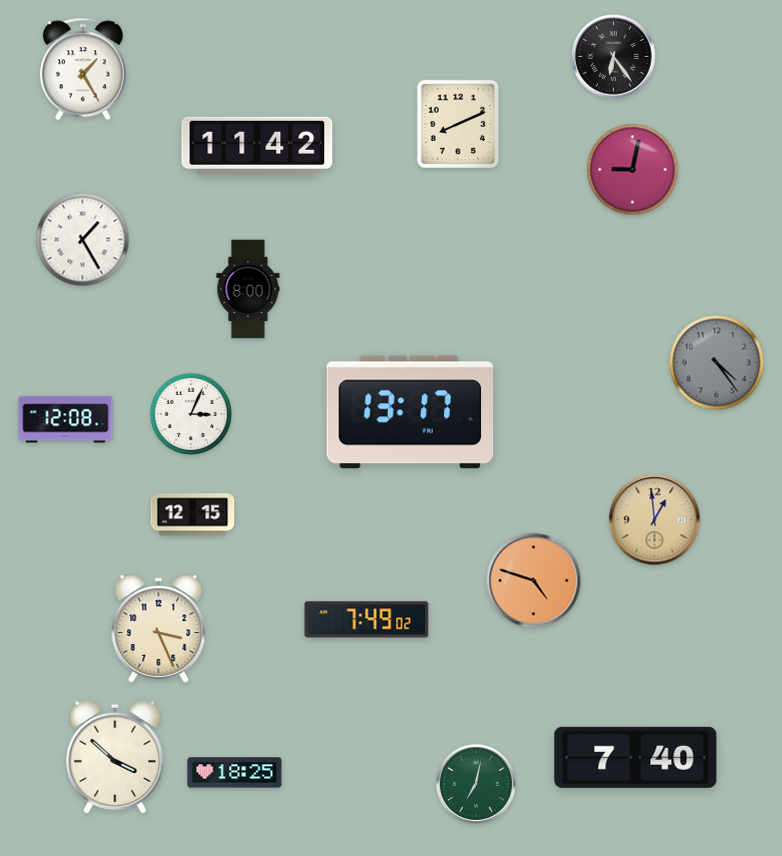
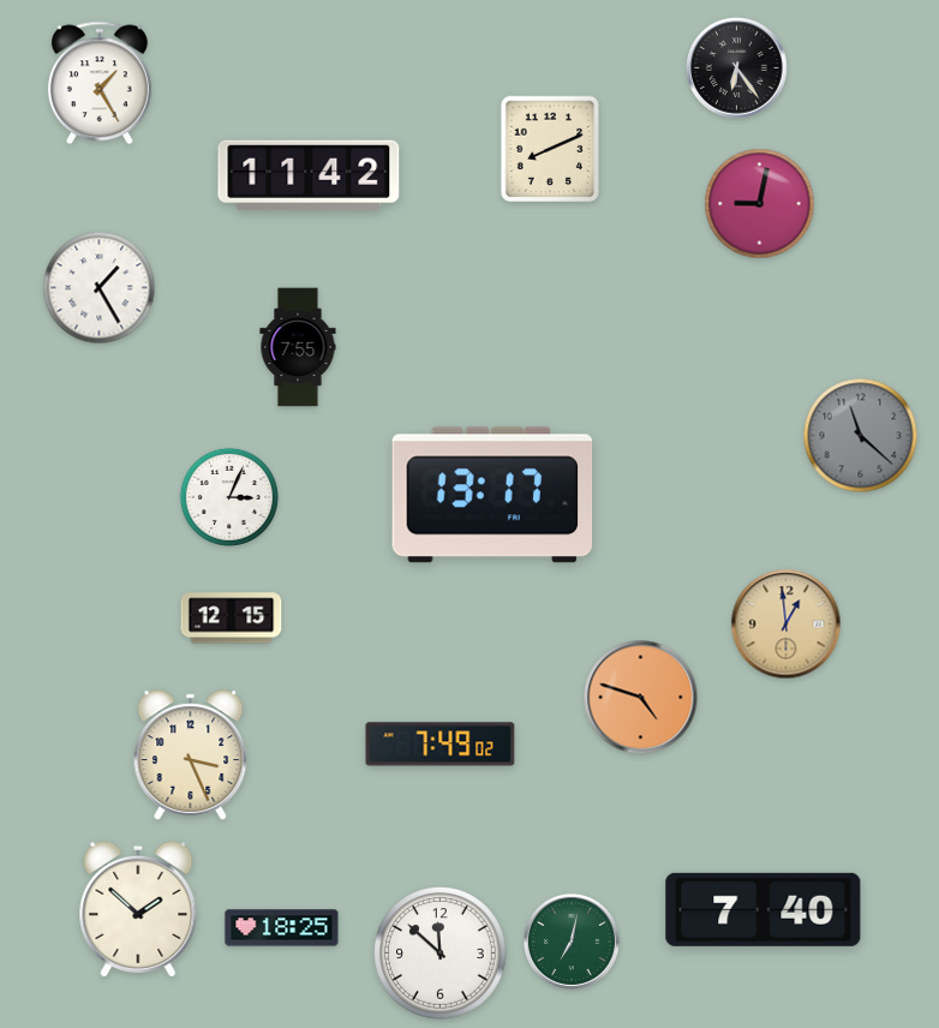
clock at (248, 289): 8:00 -> 7:55
clock at (717, 363): 4:24 -> 11:22
clock at (66, 420): 12:08 -> none
clock at (115, 756): 3:52 -> 1:52
clock at (441, 954): none -> 11:52
